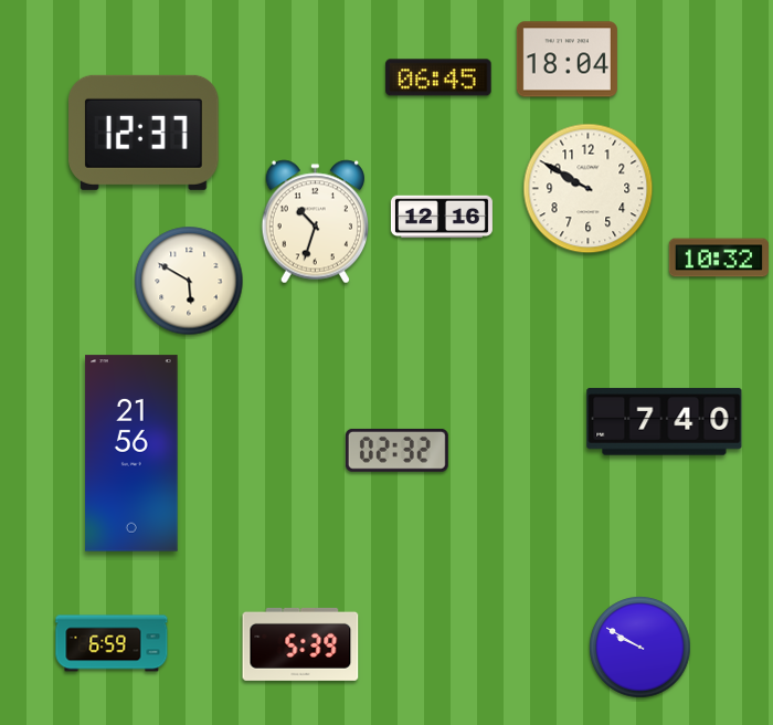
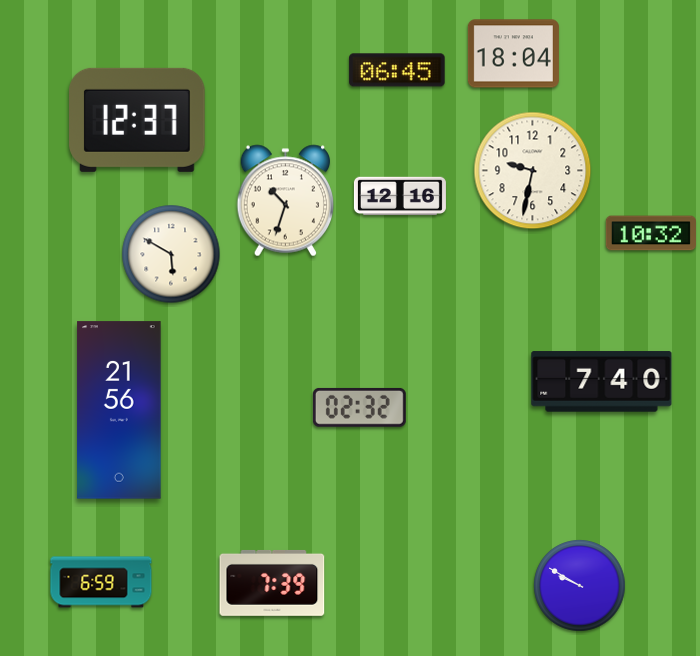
clock at (145, 133) position: (145, 133) -> (138, 120)
clock at (589, 189): 9:50 -> 9:32
clock at (300, 644): 5:39 -> 7:39
